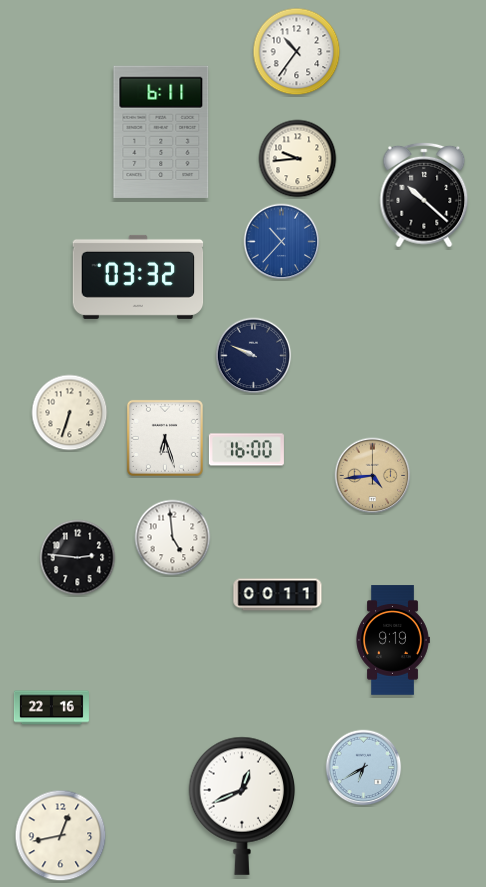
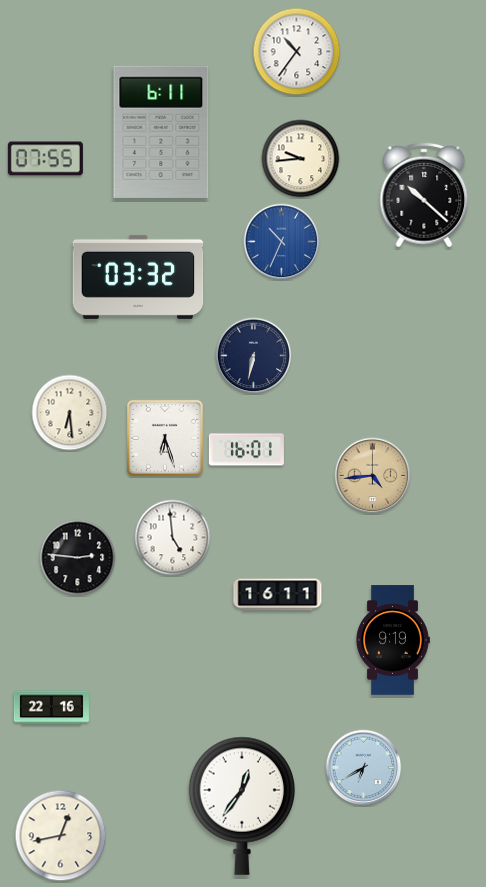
clock at (45, 159): none -> 07:55
clock at (298, 159) position: (298, 159) -> (301, 159)
clock at (282, 242): 10:37 -> 10:34
clock at (254, 356): 9:49 -> 6:32
clock at (70, 413): 6:33 -> 6:29
clock at (246, 450): 16:00 -> 16:01
clock at (278, 595): 00:11 -> 16:11
clock at (242, 806): 12:41 -> 12:36
